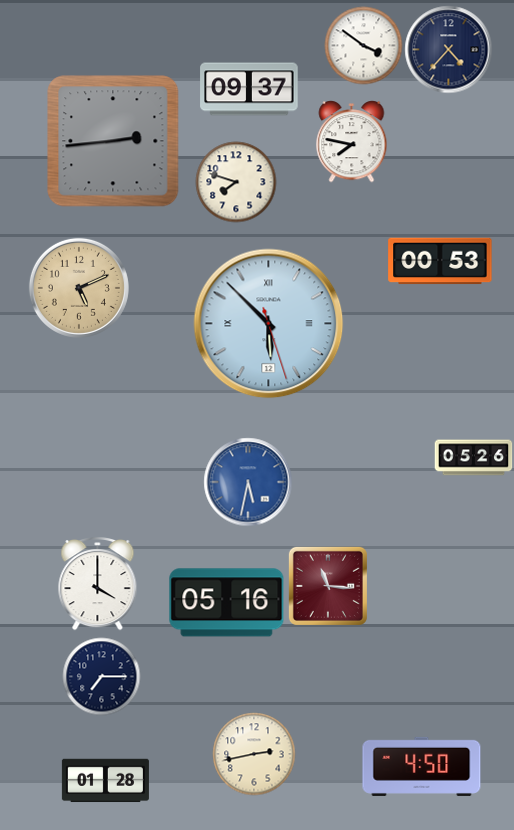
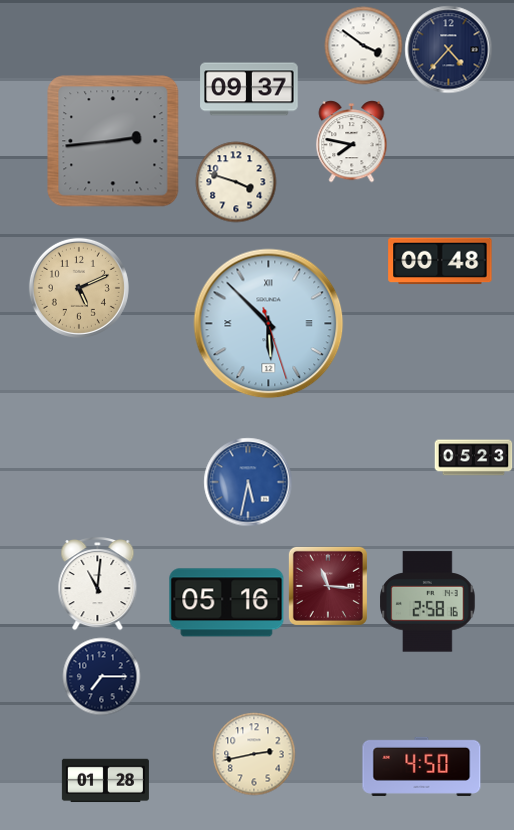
clock at (236, 182): 7:48 -> 3:48
clock at (440, 261): 00:53 -> 00:48
clock at (473, 458): 05:26 -> 05:23
clock at (98, 583): 4:00 -> 11:01
clock at (428, 602): none -> 2:58
